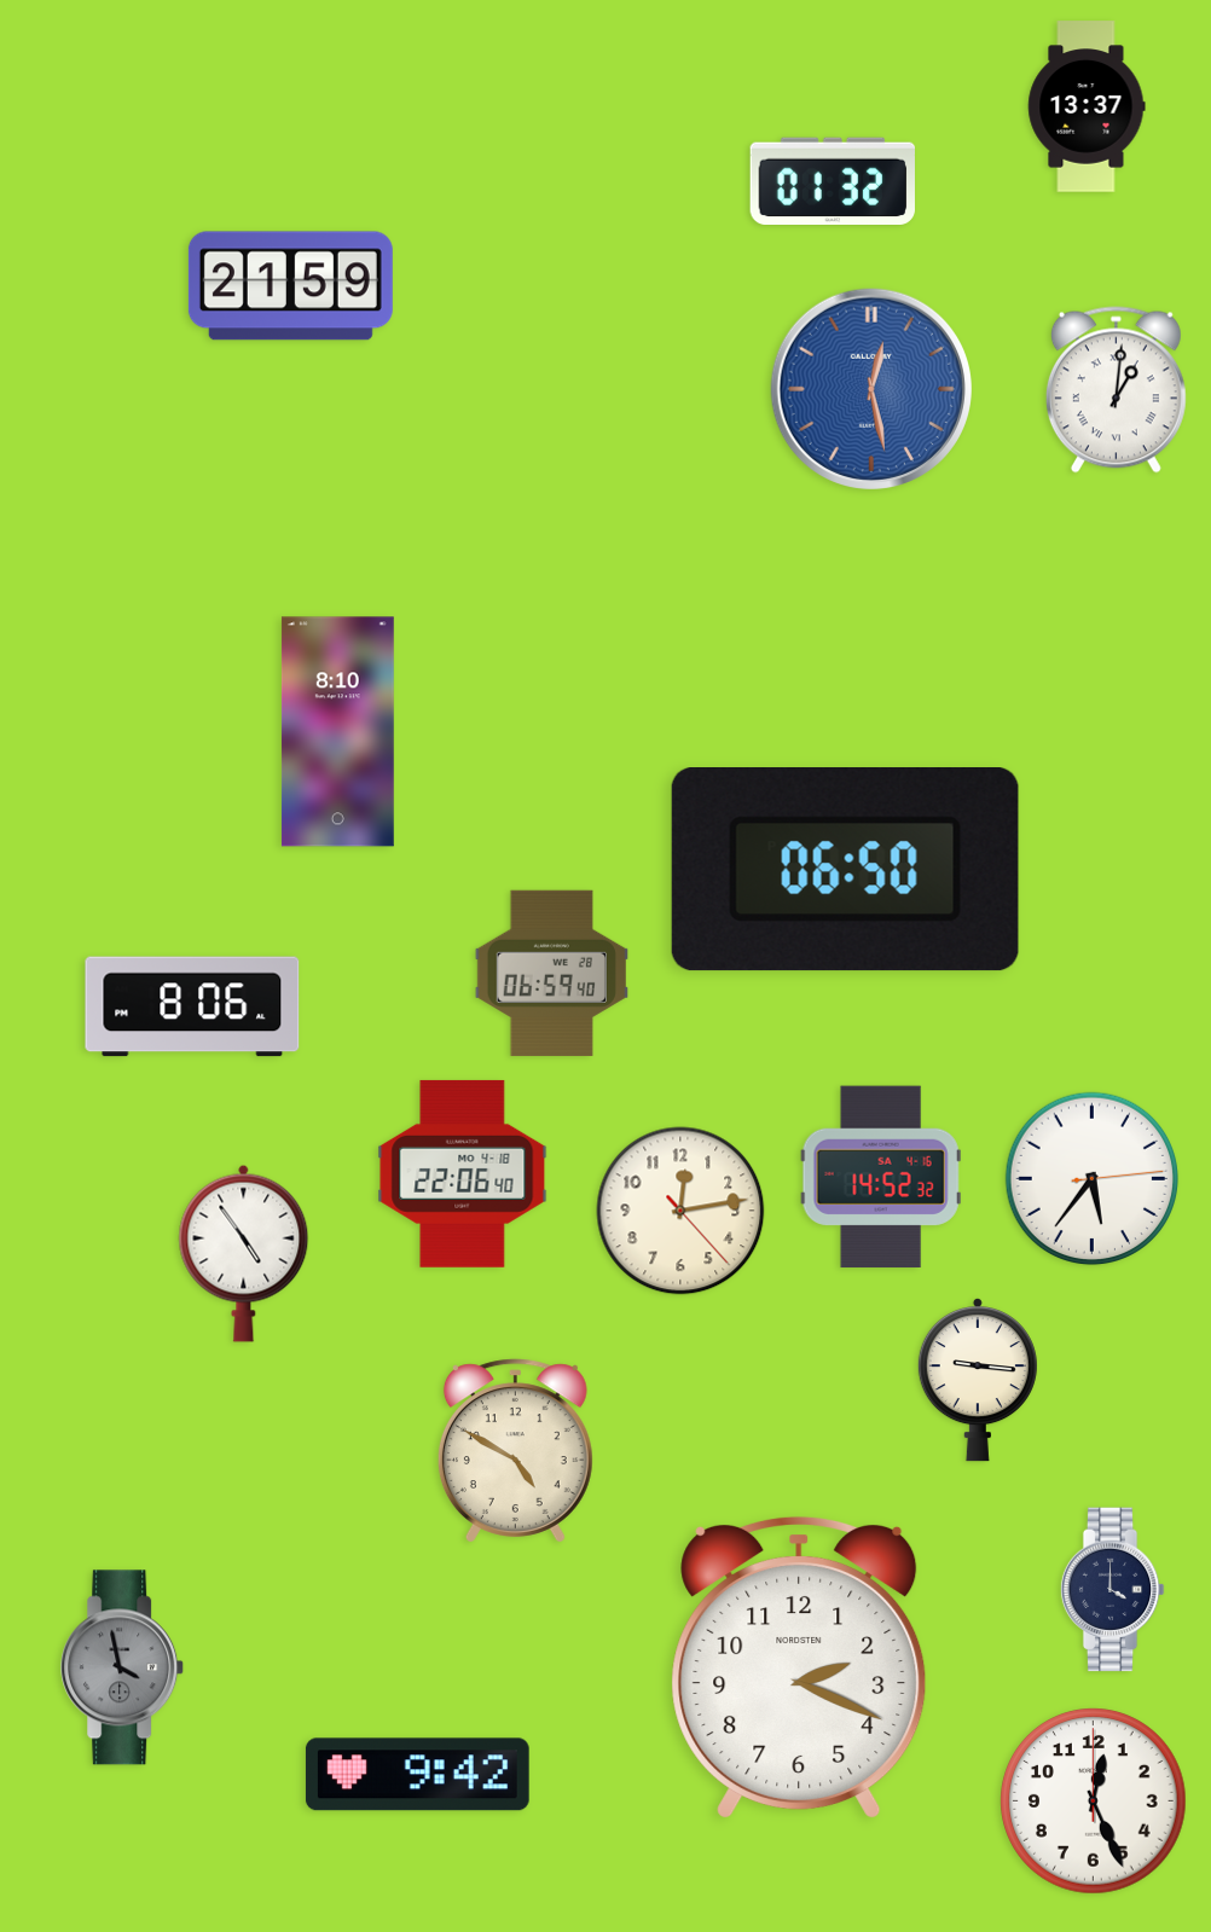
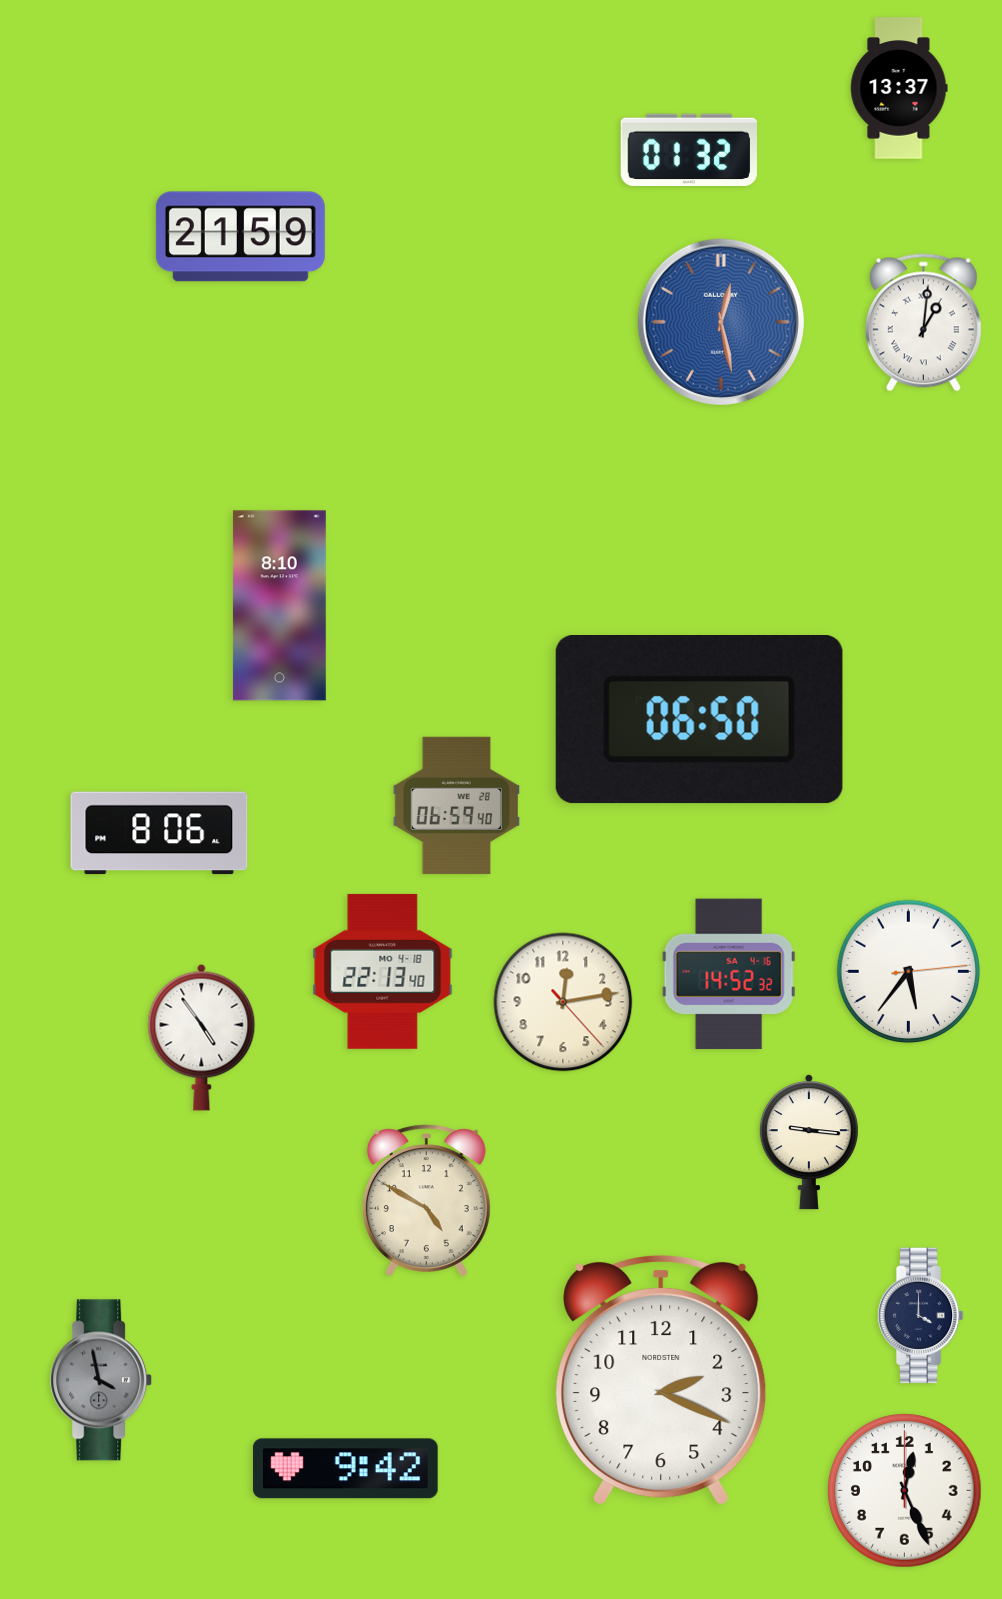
clock at (463, 1173): 22:06 -> 22:13
clock at (1093, 1179) position: (1093, 1179) -> (909, 972)
